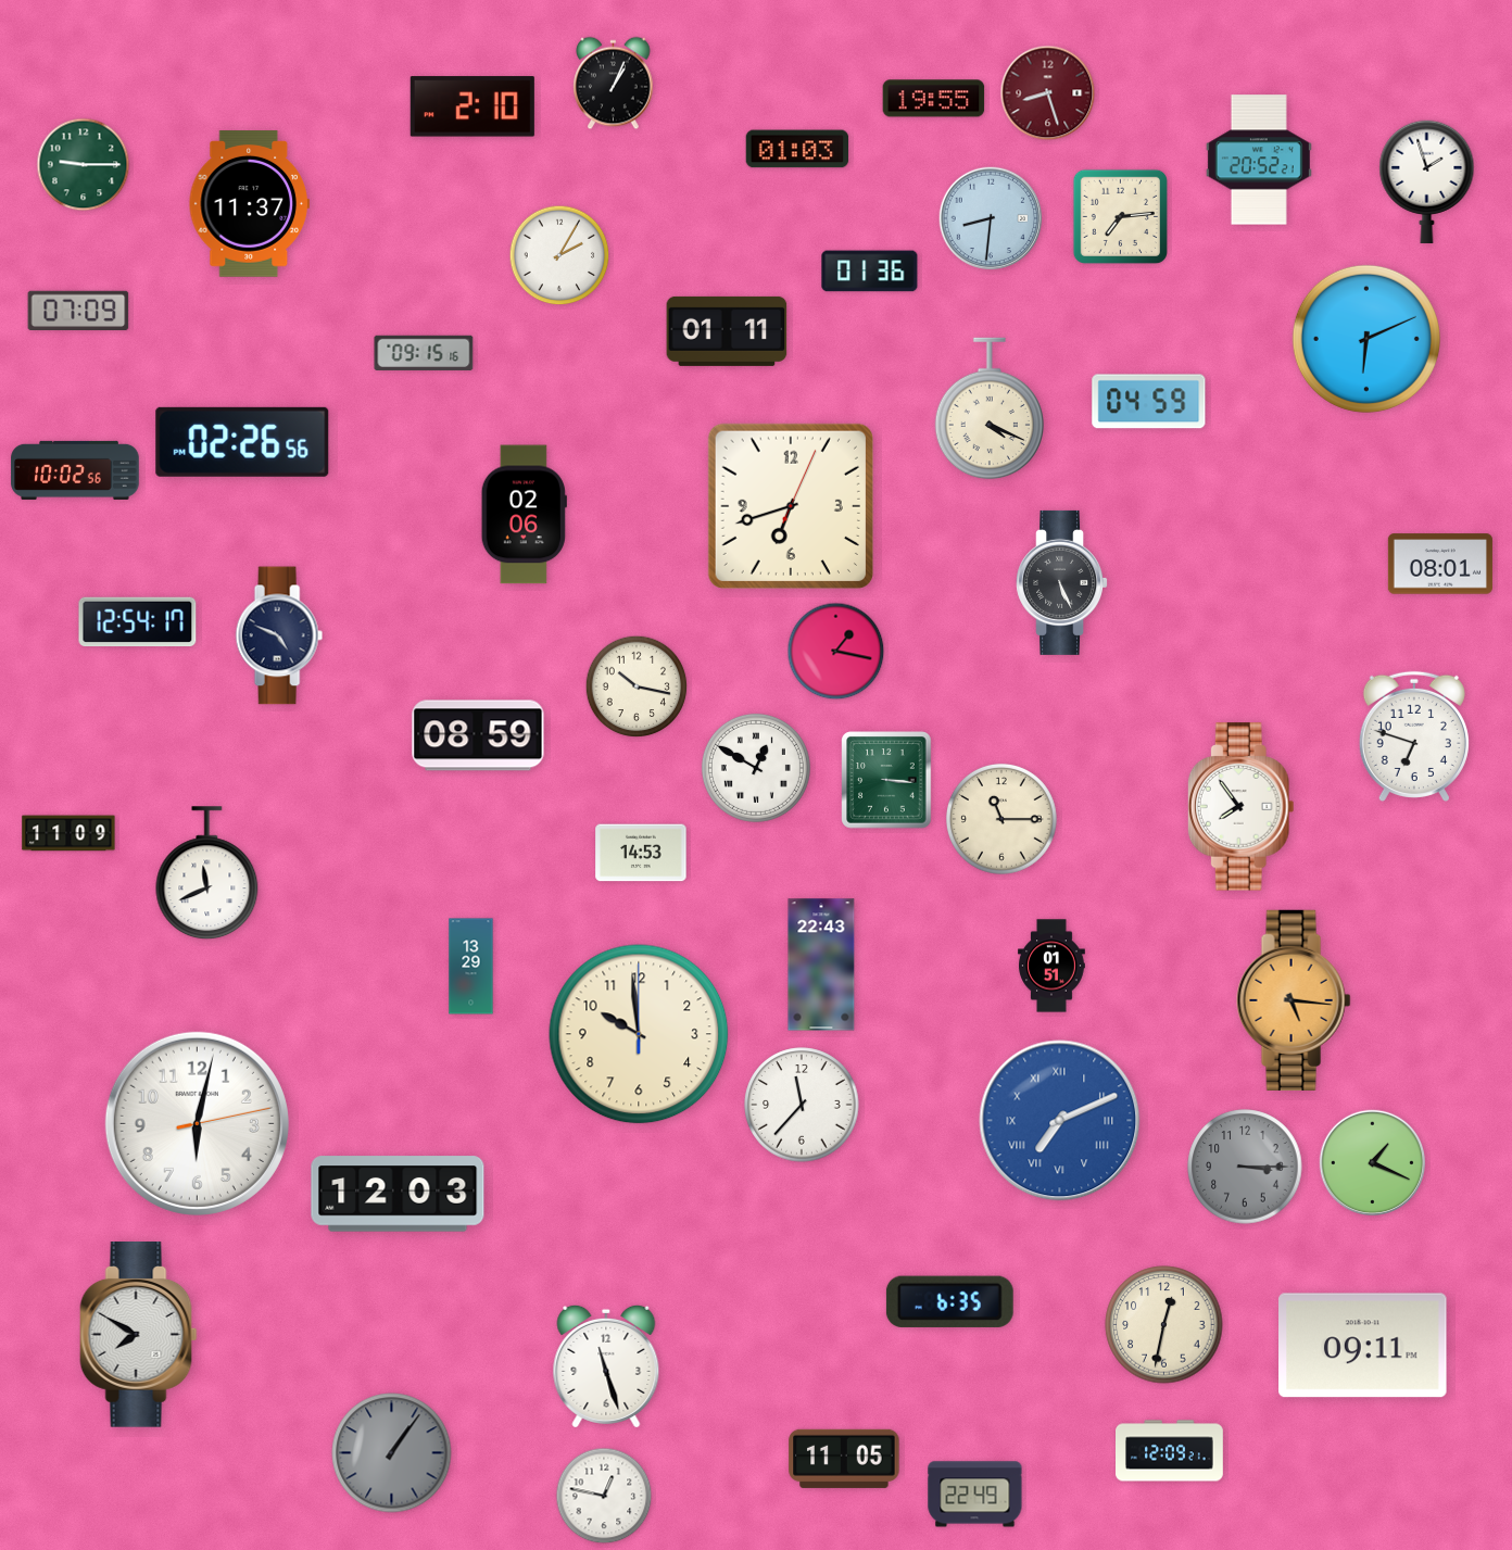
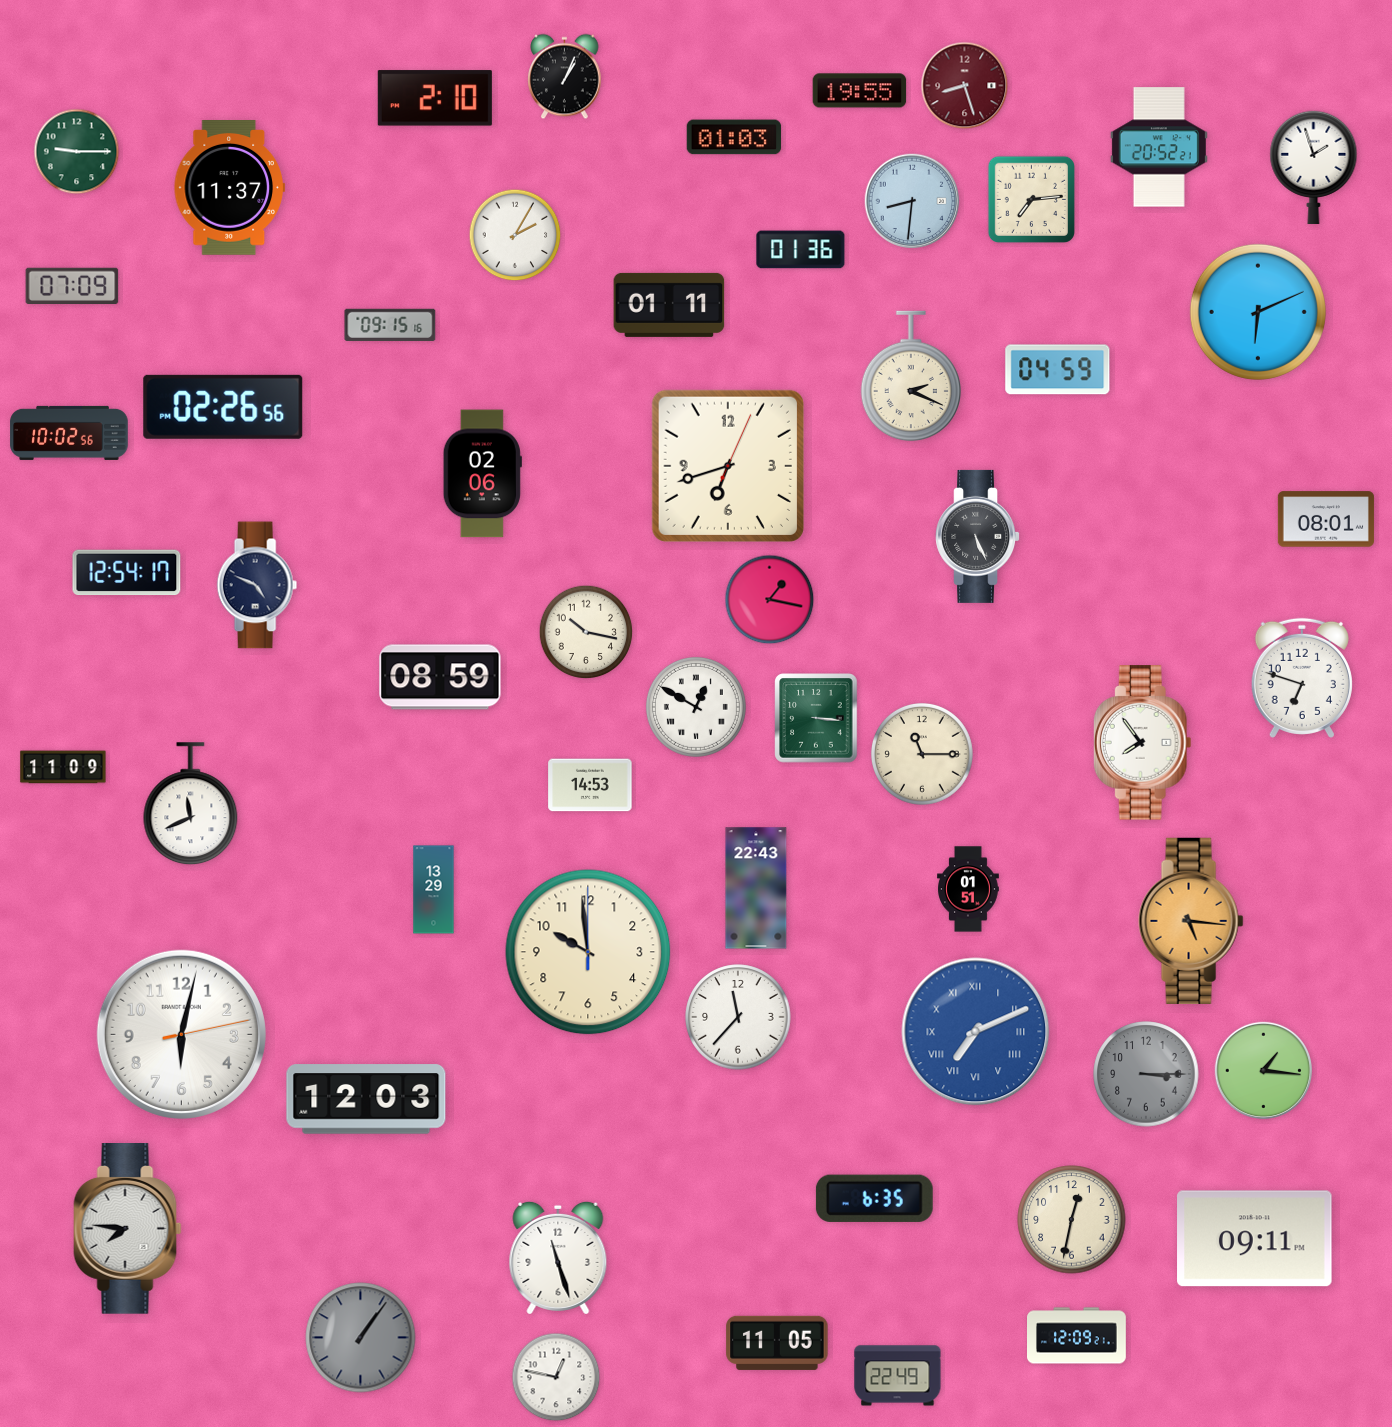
clock at (988, 408): 4:19 -> 2:19
clock at (1372, 1162): 1:19 -> 1:16
clock at (139, 1335): 7:50 -> 7:46
